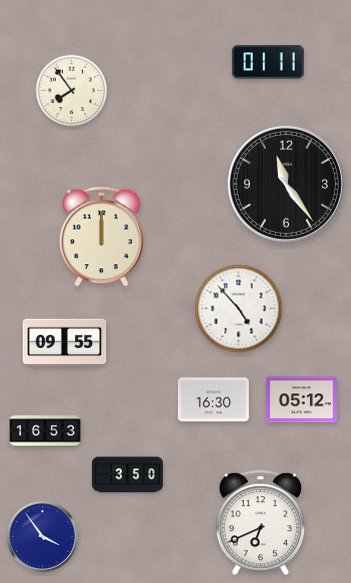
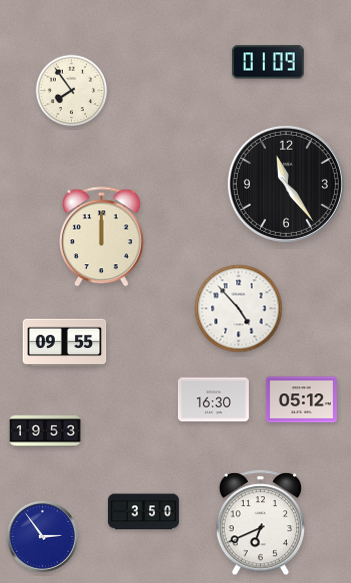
clock at (268, 62): 01:11 -> 01:09
clock at (46, 431): 16:53 -> 19:53
clock at (127, 475) position: (127, 475) -> (143, 512)
clock at (42, 536): 3:54 -> 2:54
